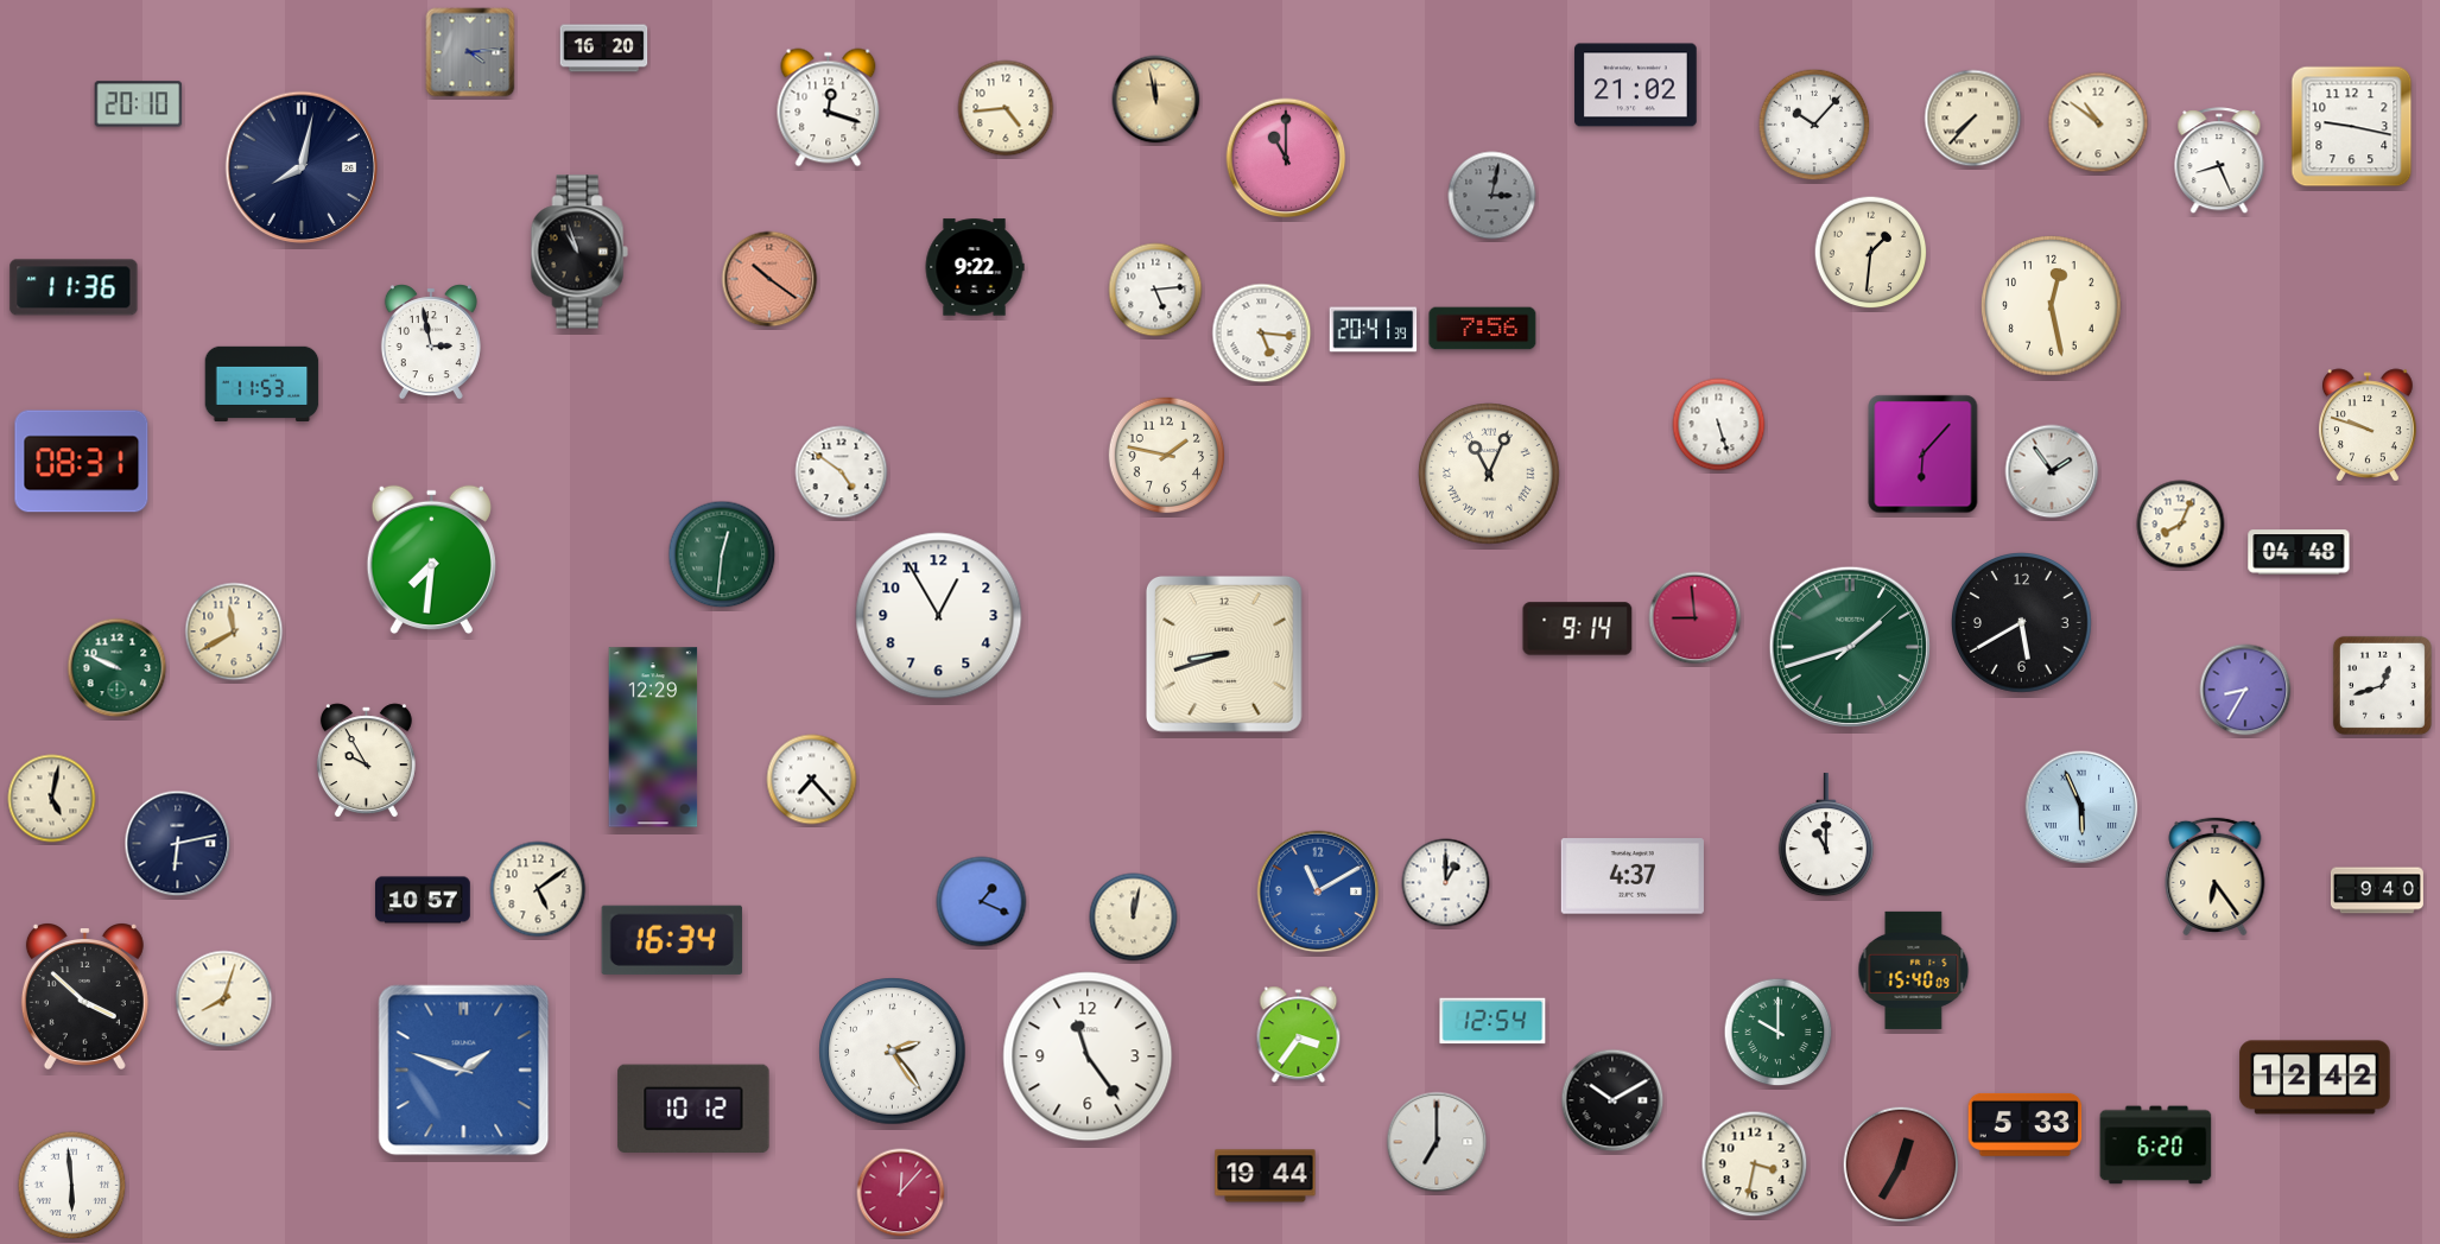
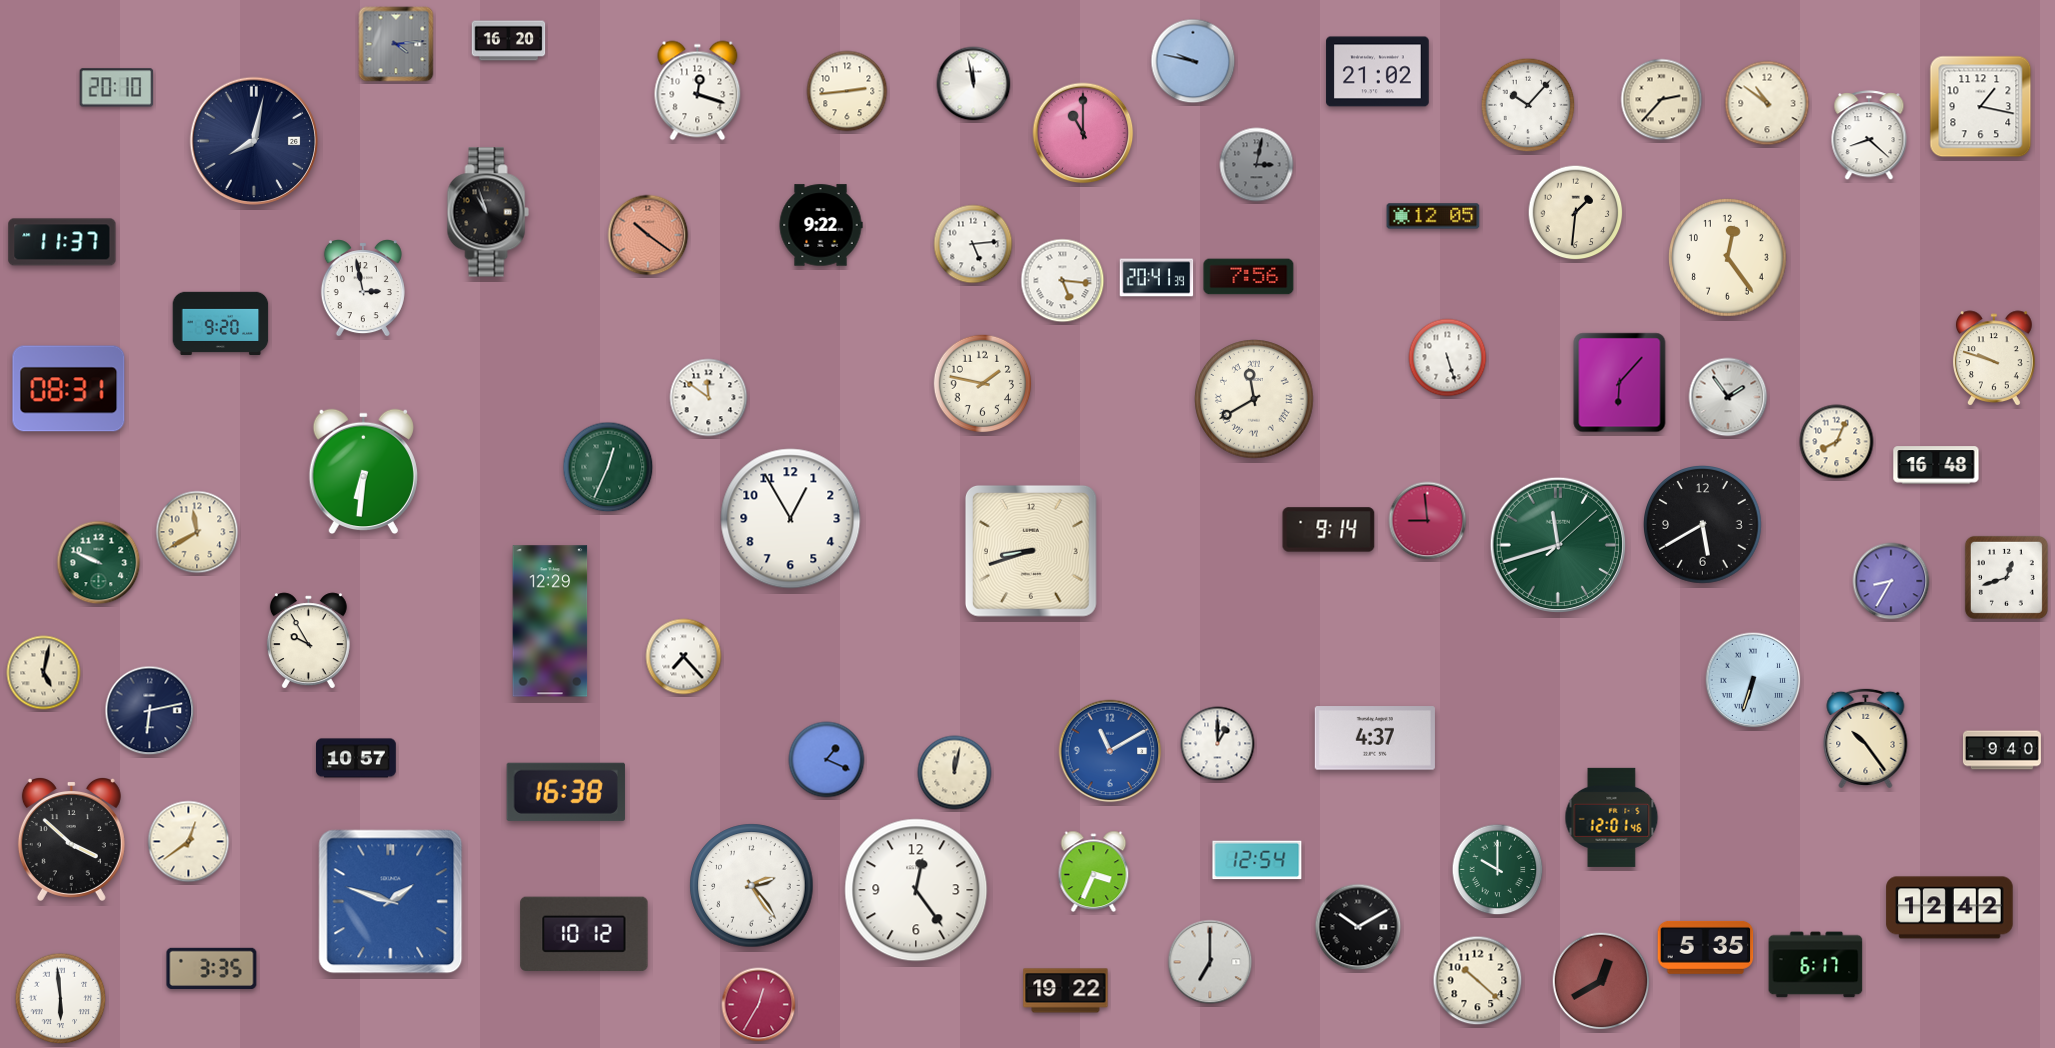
clock at (1193, 61): none -> 9:47
clock at (1156, 100) dial: champagne -> white
clock at (1006, 108): 4:44 -> 2:44
clock at (1973, 119): 7:37 -> 2:37
clock at (2352, 127): 9:17 -> 1:17
clock at (2219, 161): 8:26 -> 8:22
clock at (1433, 216): none -> 12:05
clock at (74, 287): 11:36 -> 11:37
clock at (2052, 306): 12:28 -> 12:24
clock at (262, 383): 11:53 -> 9:20
clock at (842, 472): 4:51 -> 11:51
clock at (1489, 474): 11:04 -> 11:40
clock at (2299, 552): 04:48 -> 16:48
clock at (722, 554): 12:31 -> 12:34
clock at (431, 560): 7:31 -> 6:31
clock at (1850, 647): 1:42 -> 11:42
clock at (2081, 807): 5:56 -> 6:33
clock at (1826, 836): 11:00 -> none
clock at (2216, 876): 6:24 -> 10:24
clock at (538, 889): 5:09 -> none
clock at (672, 940): 16:34 -> 16:38
clock at (1914, 970): 15:40 -> 12:01
clock at (224, 999): 8:03 -> 12:39
clock at (1299, 1035): 3:36 -> 3:34
clock at (1088, 1056): 11:24 -> 12:24
clock at (2026, 1124): 5:33 -> 5:35
clock at (2156, 1145): 6:20 -> 6:17
clock at (212, 968): none -> 3:35
clock at (1755, 1164): 3:32 -> 10:22
clock at (1901, 1164): 12:35 -> 12:40
clock at (1266, 1176): 19:44 -> 19:22
clock at (901, 1193): 12:07 -> 12:35
